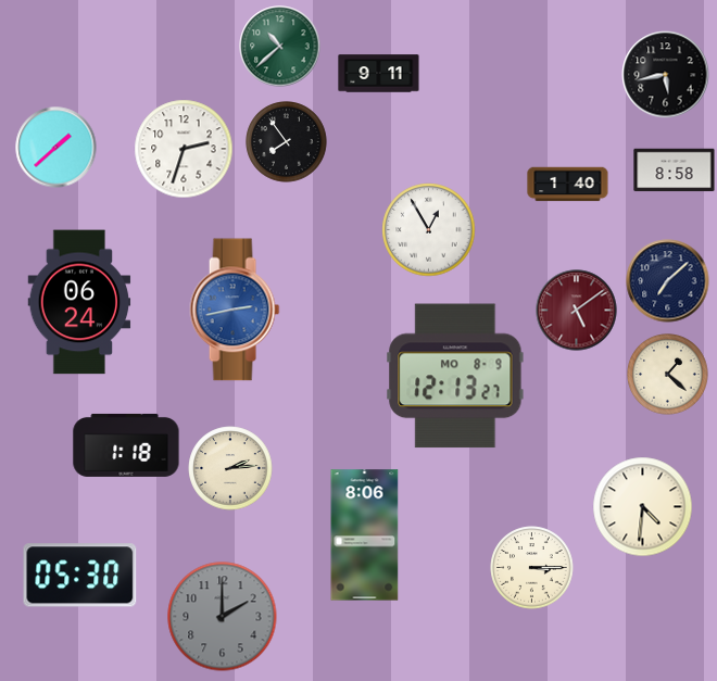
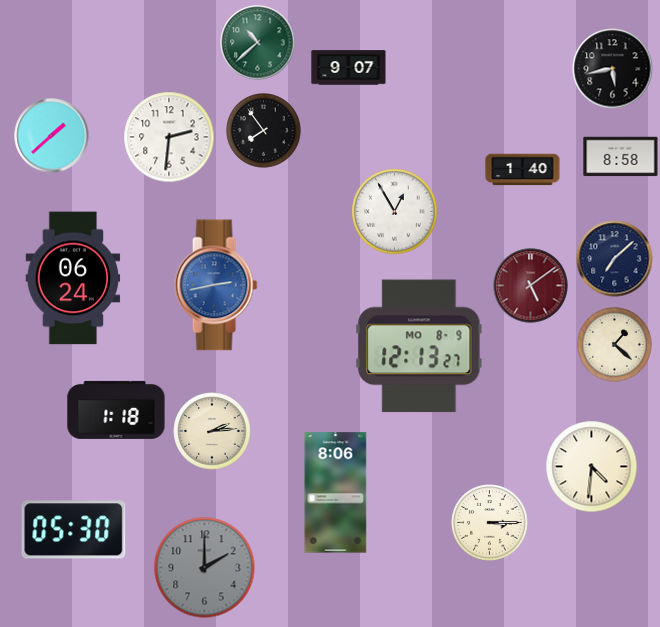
clock at (379, 74): 9:11 -> 9:07
clock at (184, 149): 2:33 -> 2:31
